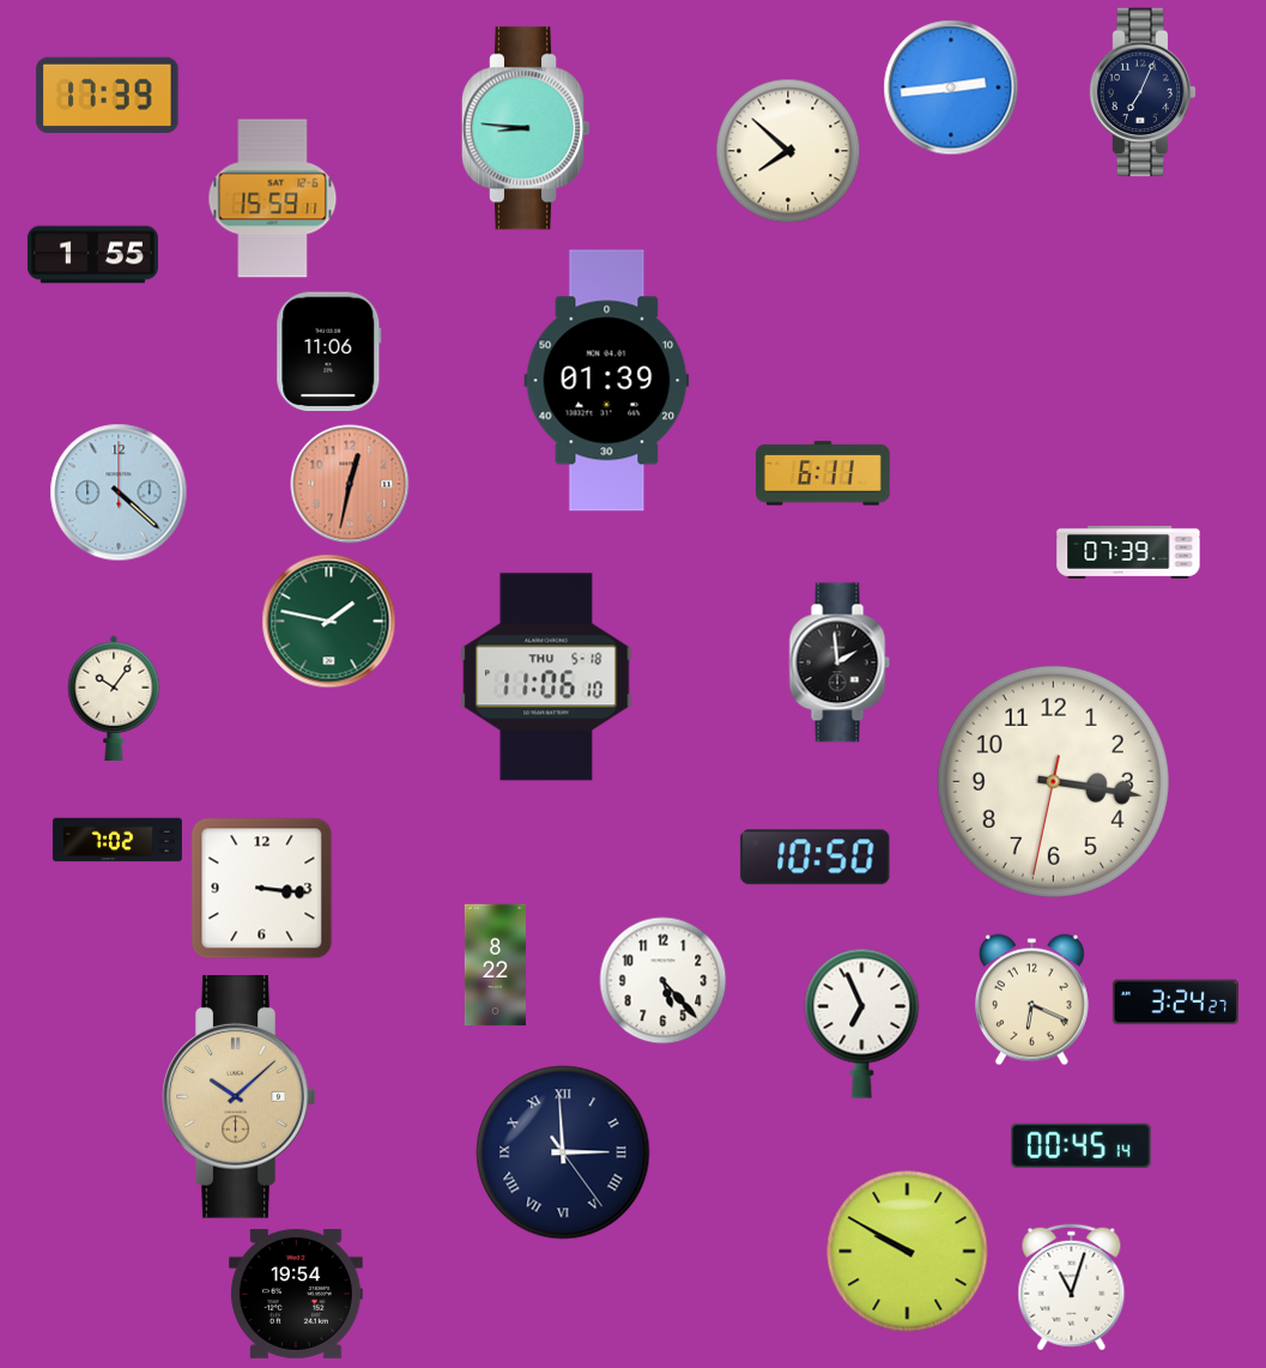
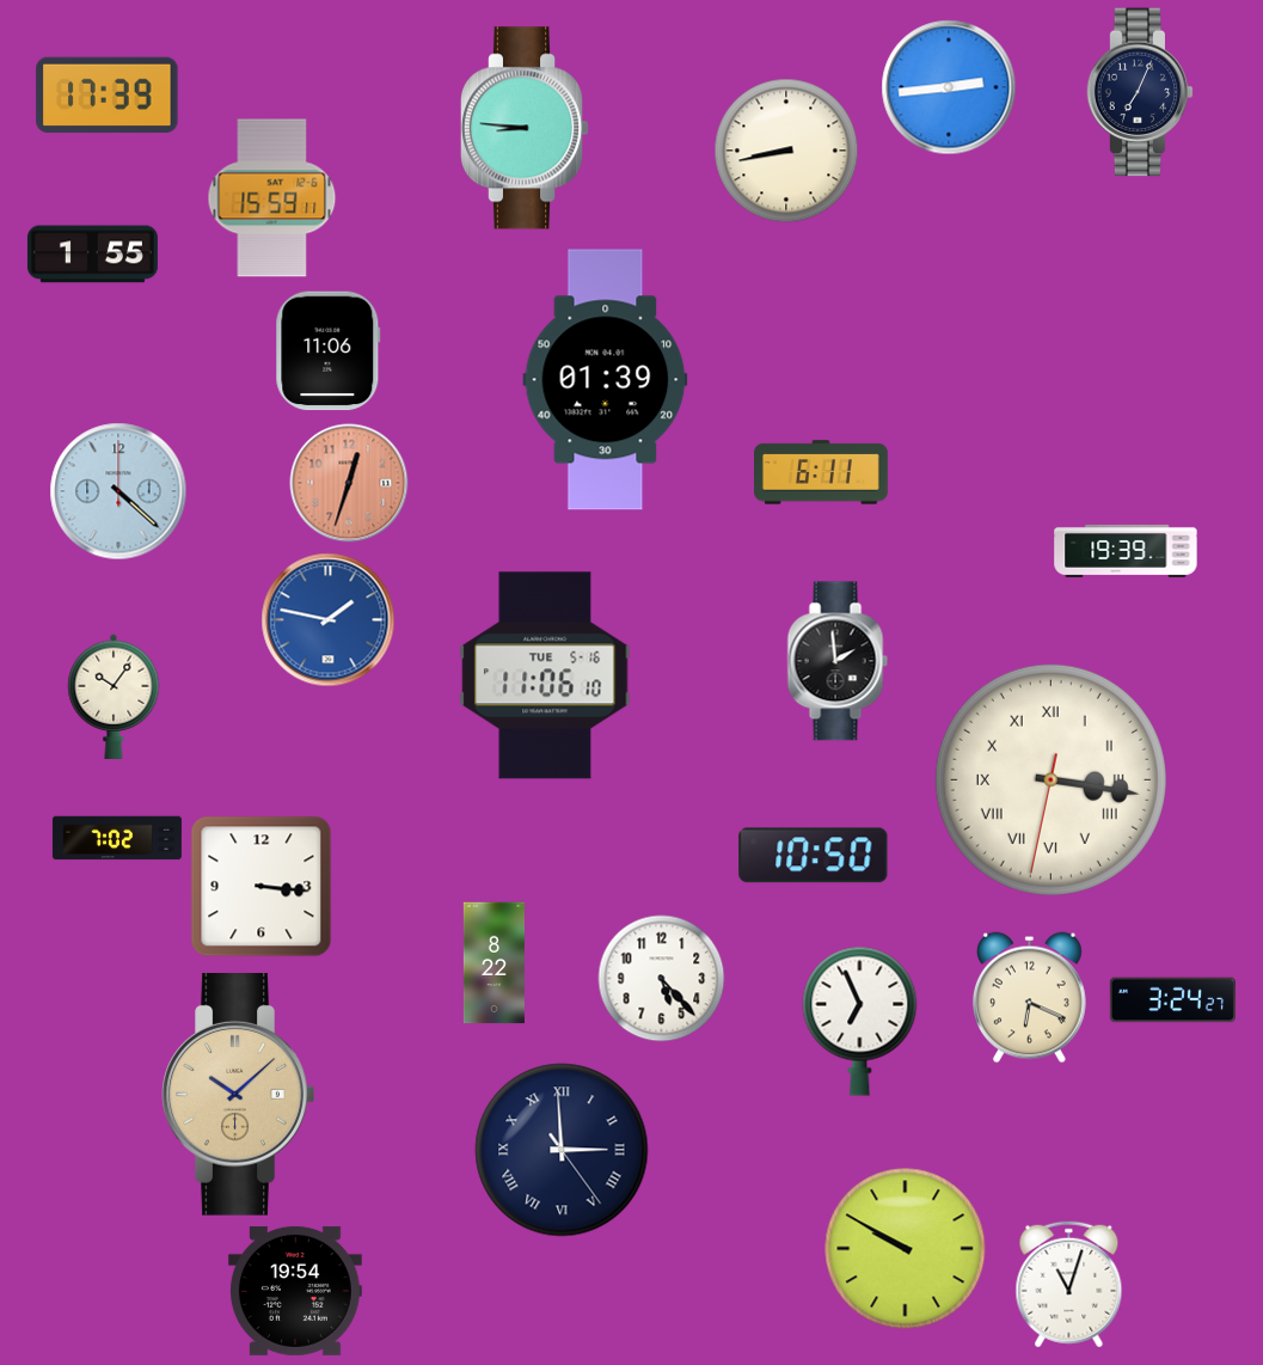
clock at (788, 151): 7:52 -> 8:43
clock at (350, 484): 12:32 -> 12:33
clock at (1128, 552): 07:39 -> 19:39
clock at (329, 622) dial: green -> blue
clock at (546, 677) date: THU 5-18 -> TUE 5-16
clock at (1053, 781) numerals: Arabic -> Roman
clock at (1082, 1145): 00:45 -> none
